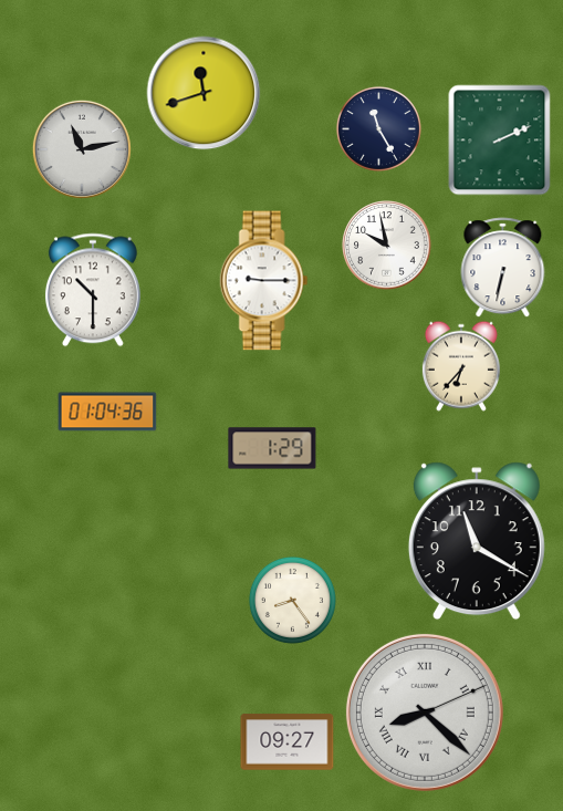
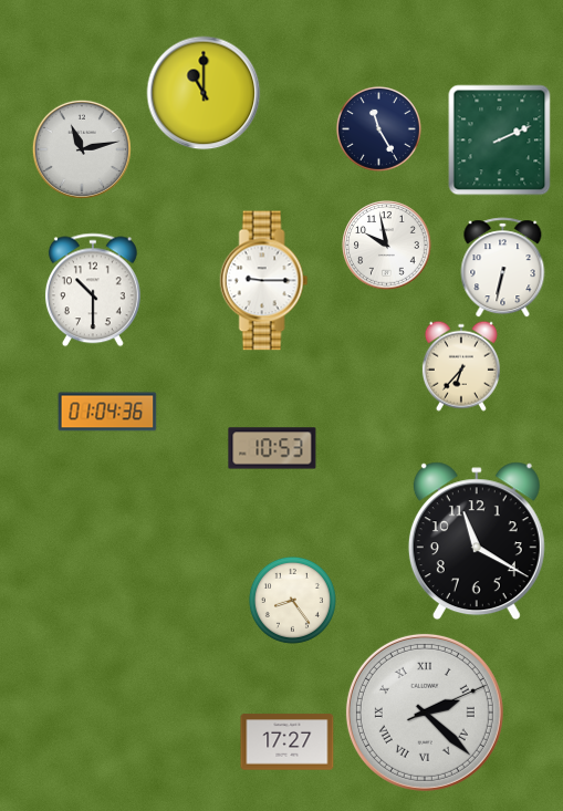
clock at (204, 93): 11:42 -> 11:00
clock at (272, 448): 1:29 -> 10:53
clock at (425, 713): 8:22 -> 2:22
clock at (288, 742): 09:27 -> 17:27
